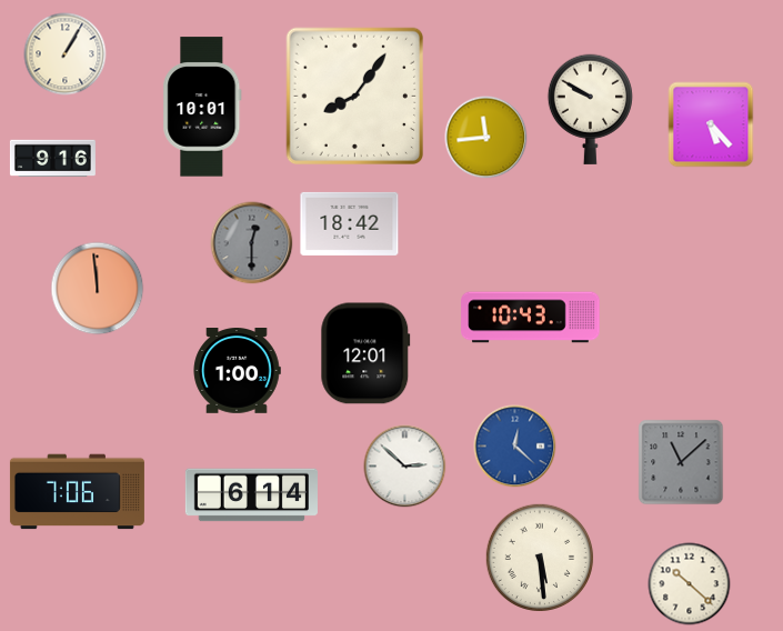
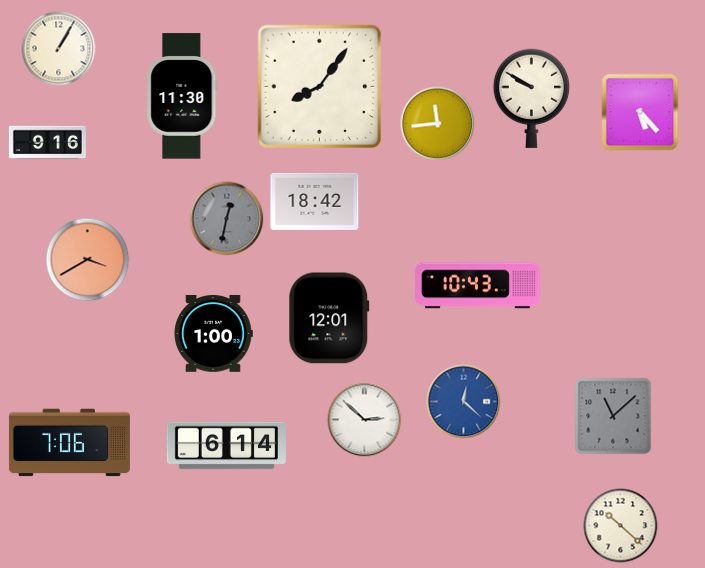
clock at (202, 107): 10:01 -> 11:30
clock at (252, 243): 12:30 -> 12:32
clock at (98, 289): 11:59 -> 3:40
clock at (539, 557): 5:29 -> none
